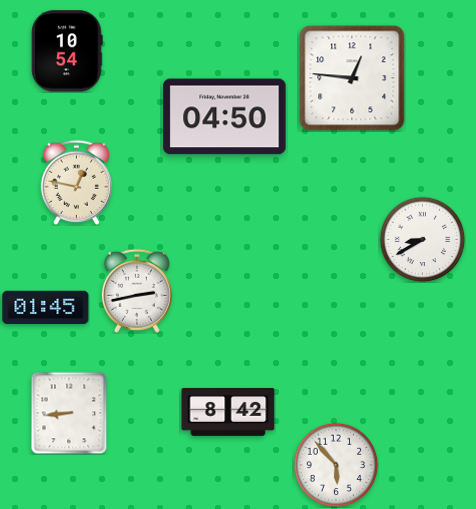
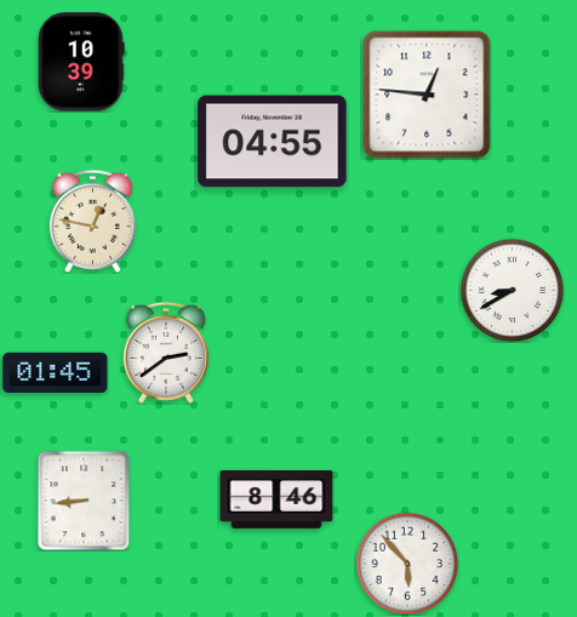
clock at (67, 51): 10:54 -> 10:39
clock at (225, 117): 04:50 -> 04:55
clock at (137, 291): 2:43 -> 2:39
clock at (228, 412): 8:42 -> 8:46
